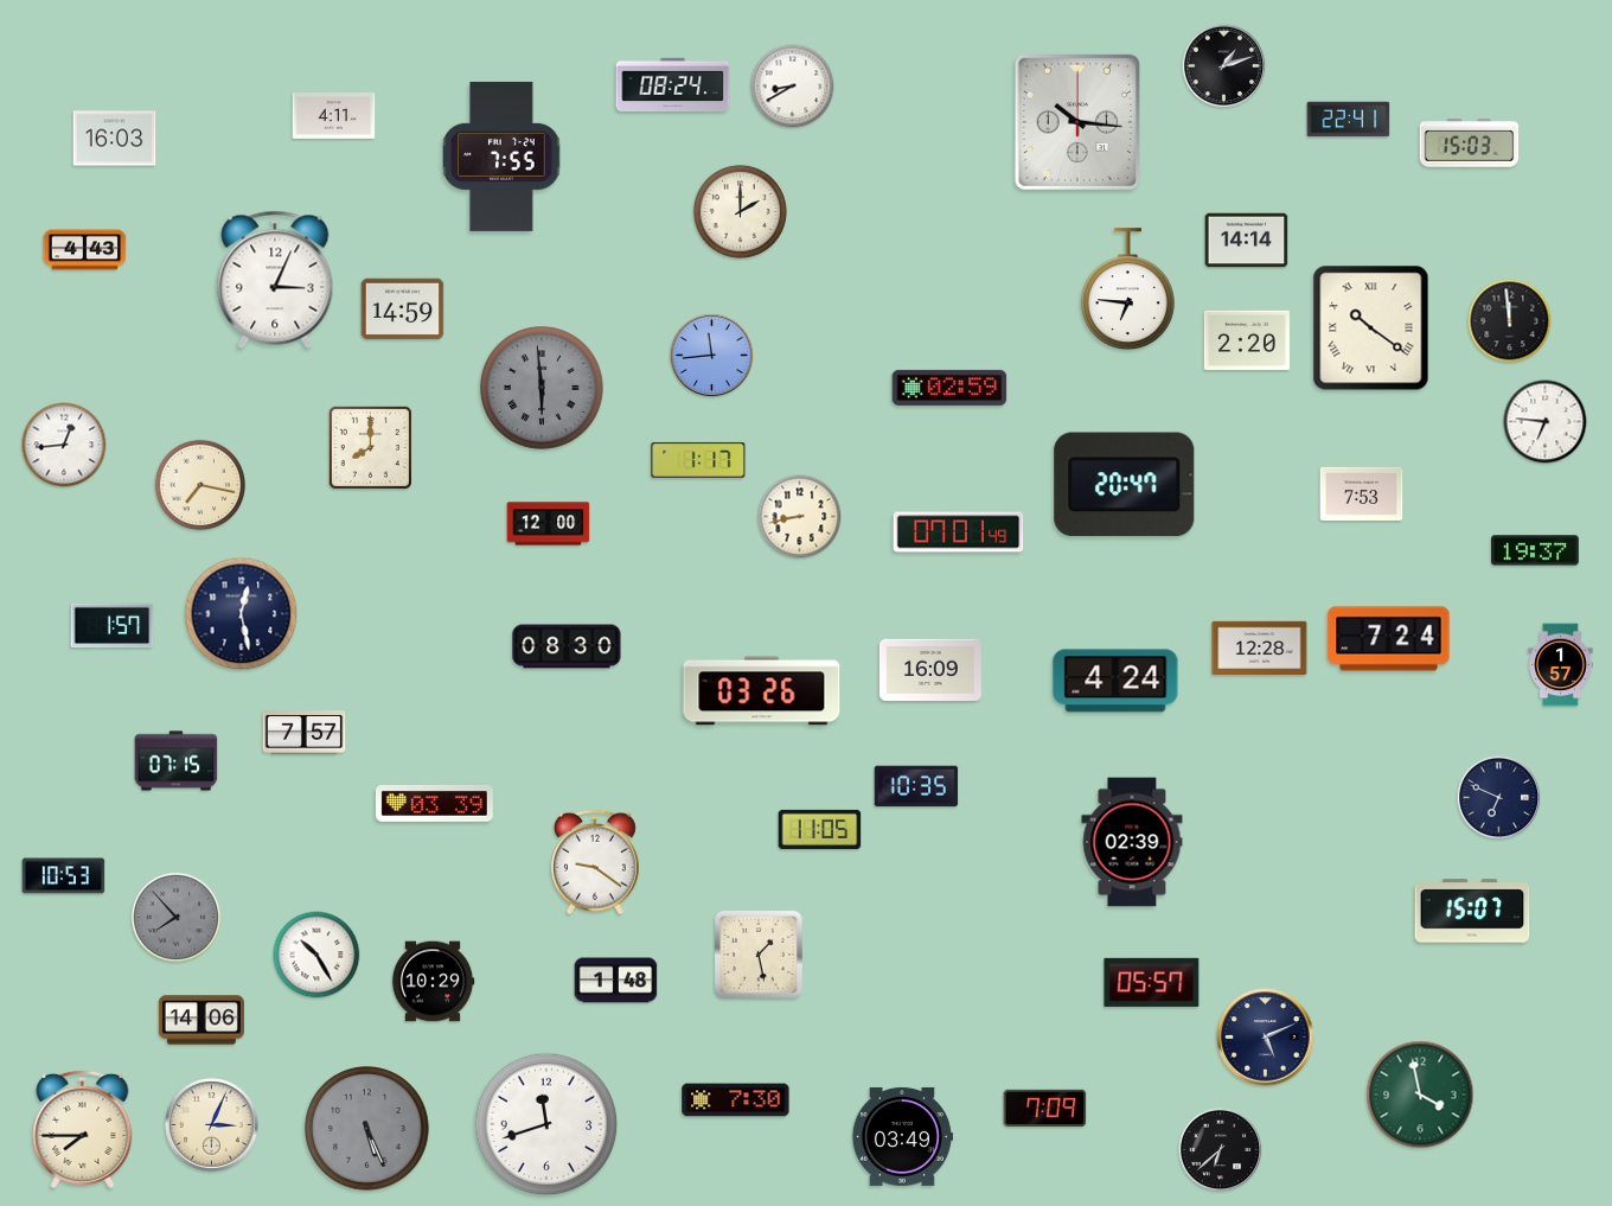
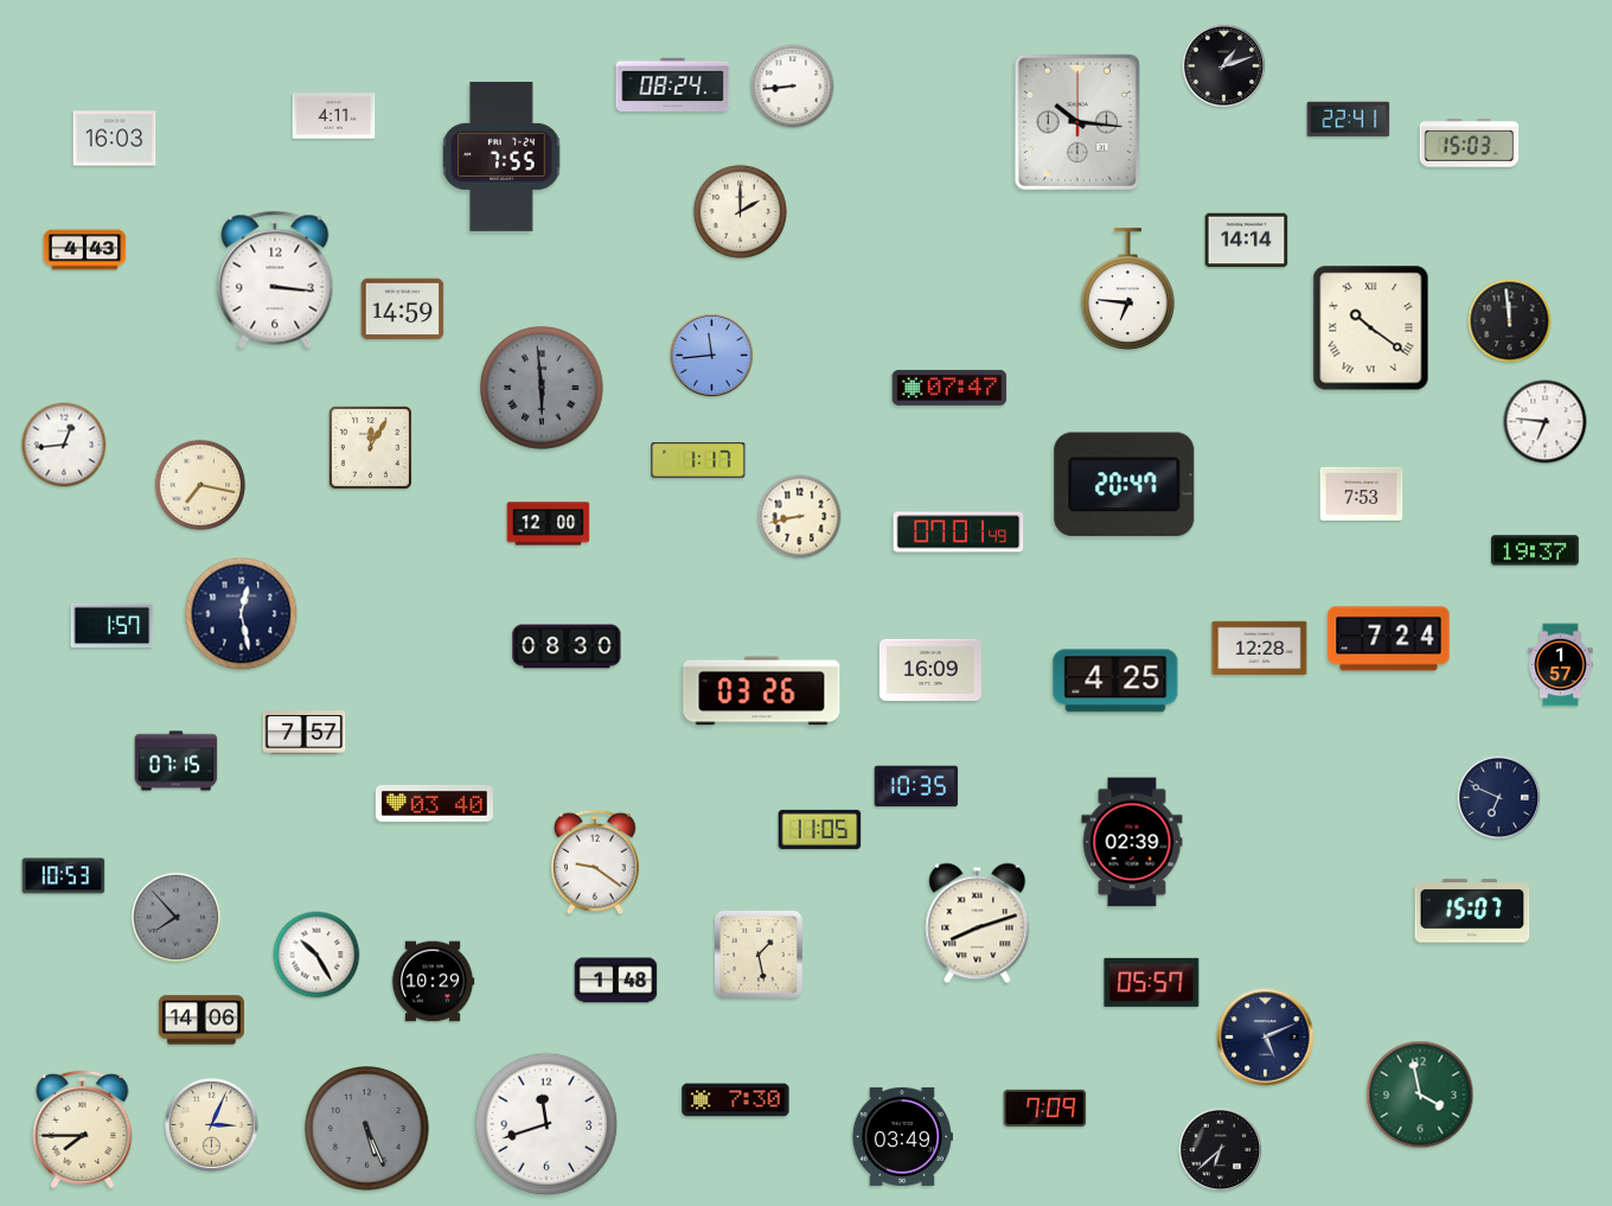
clock at (793, 87): 8:40 -> 8:44
clock at (275, 280): 3:04 -> 3:16
clock at (1247, 339): 2:20 -> none
clock at (949, 388): 02:59 -> 07:47
clock at (370, 447): 8:00 -> 12:05
clock at (1115, 681): 4:24 -> 4:25
clock at (434, 803): 03:39 -> 03:40
clock at (978, 924): none -> 8:12
